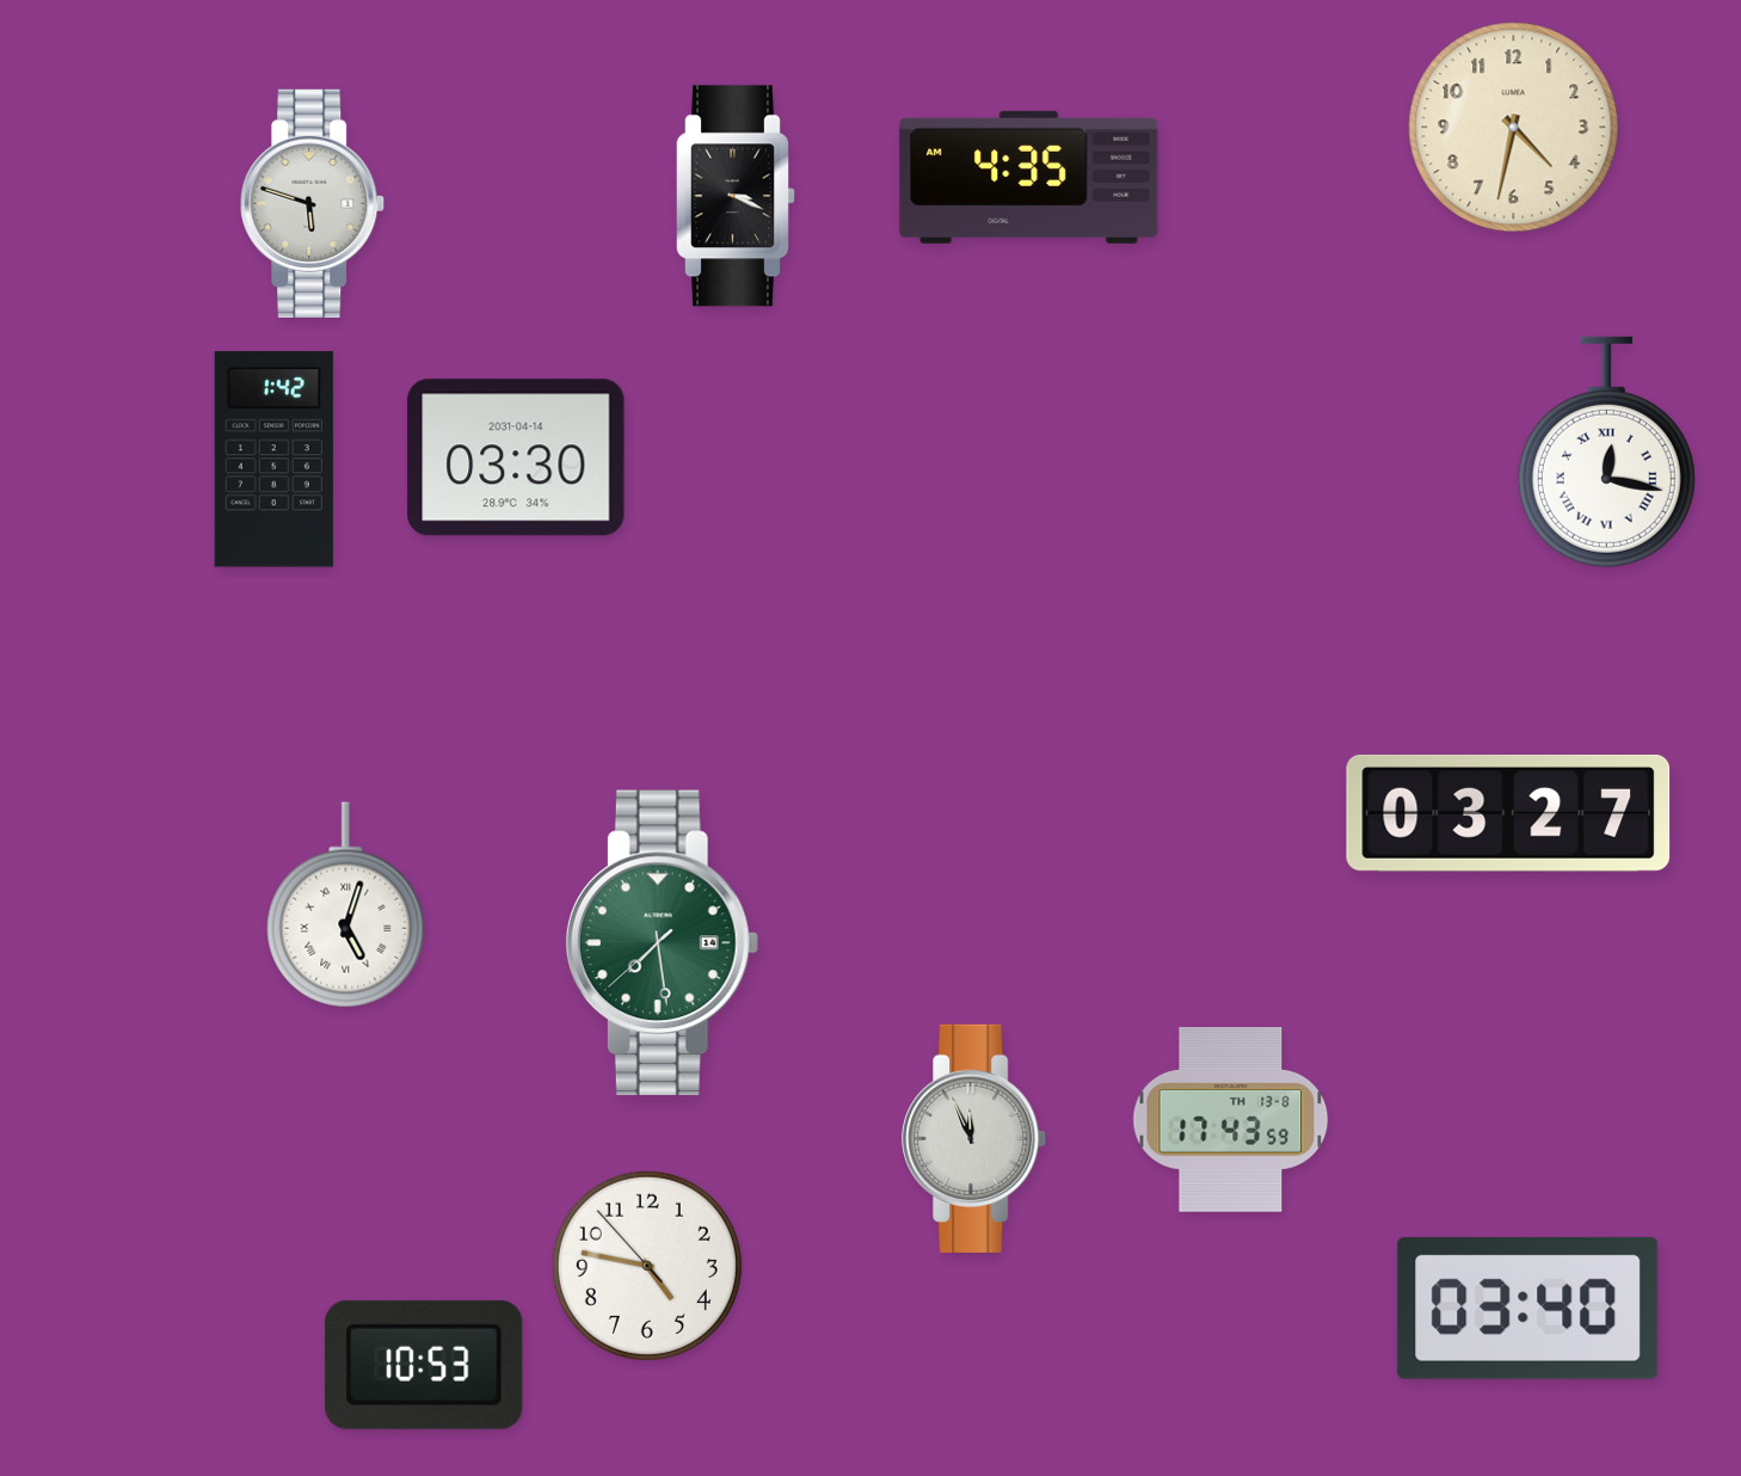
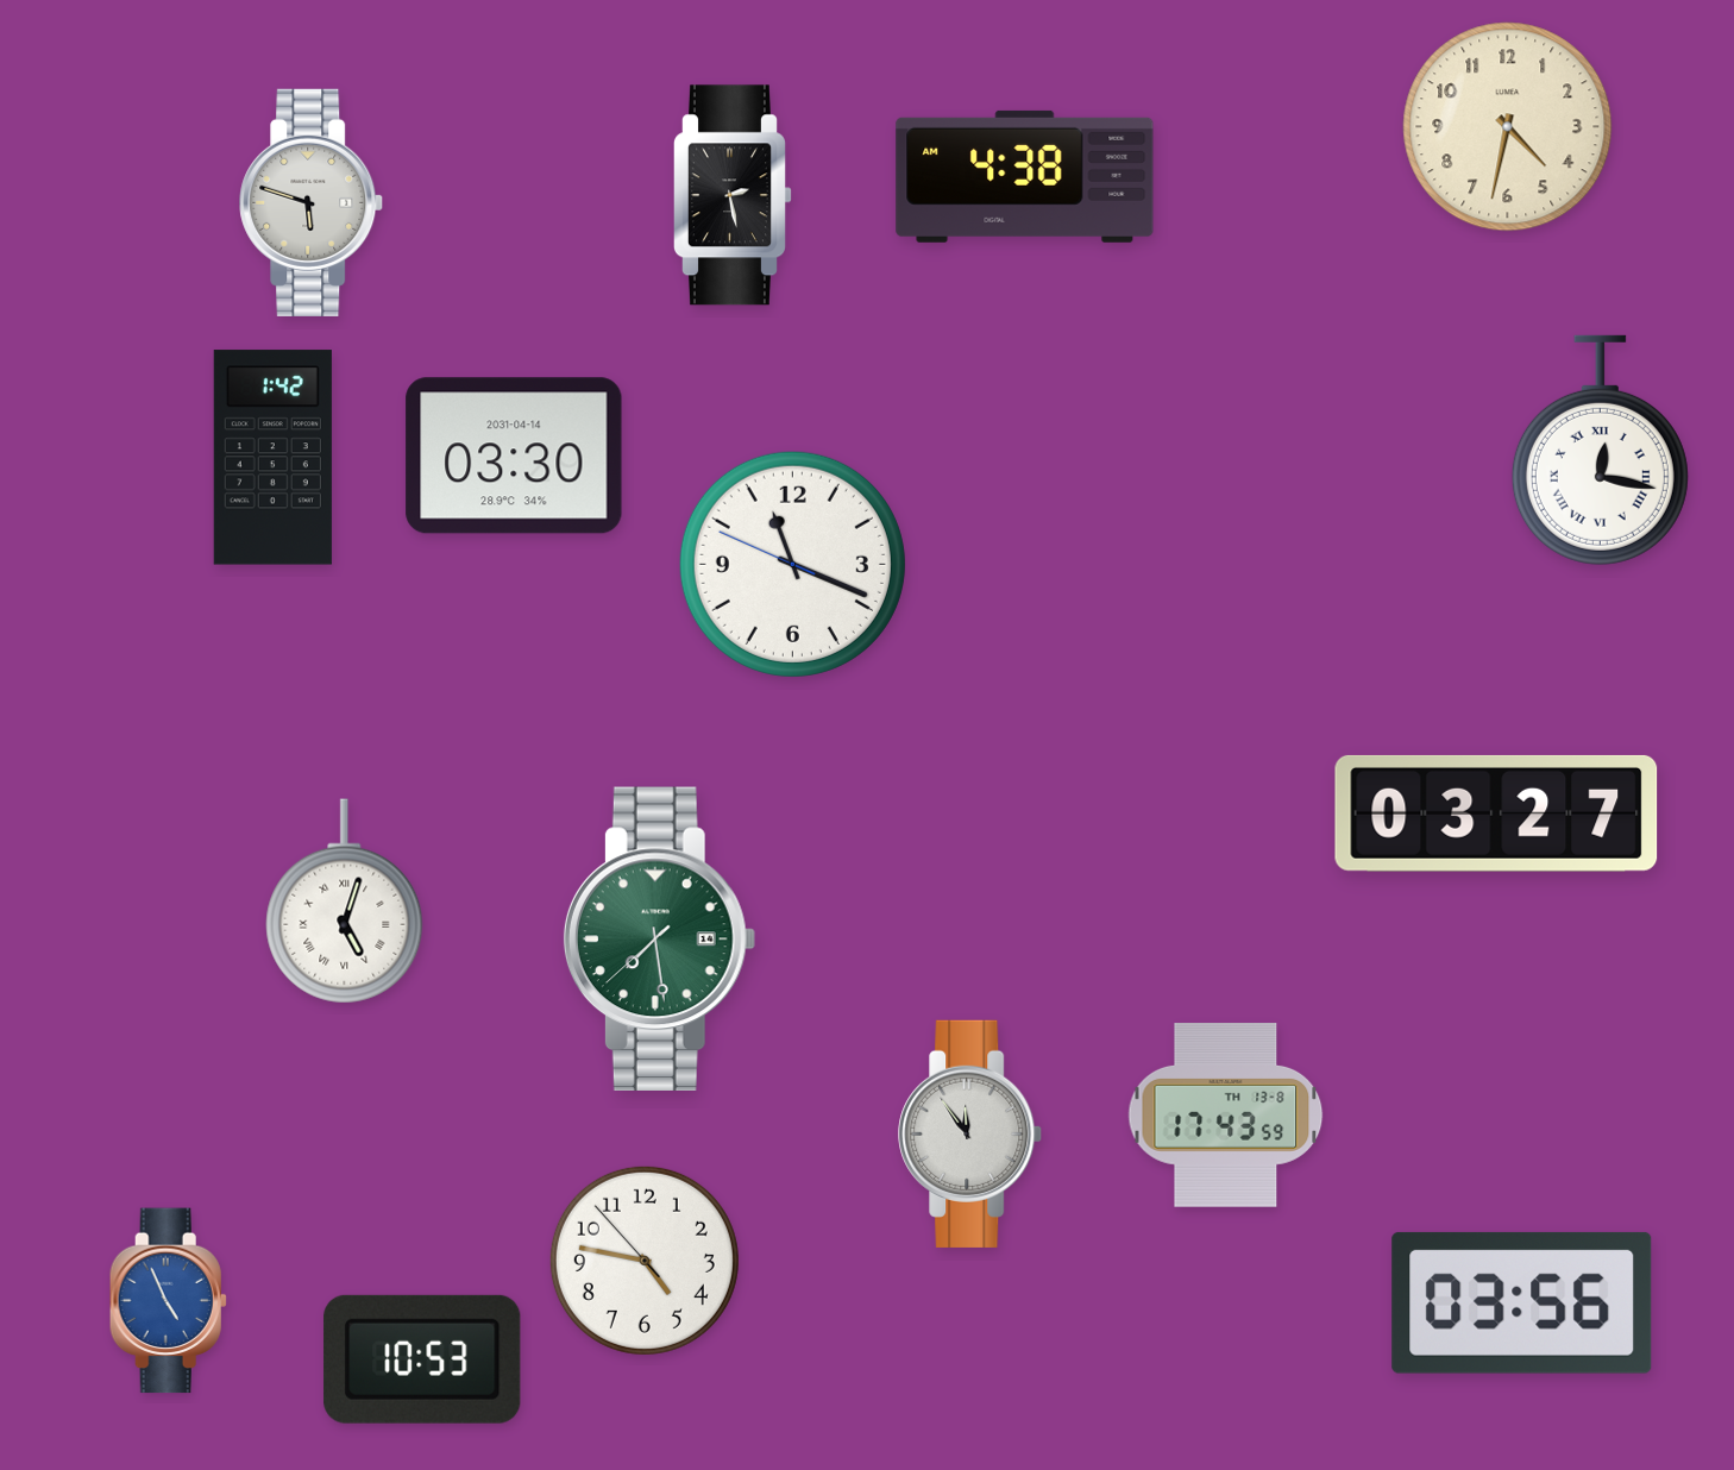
clock at (1029, 177): 4:35 -> 4:38
clock at (737, 196): 3:19 -> 2:28
clock at (792, 564): none -> 11:18
clock at (1508, 813) position: (1508, 813) -> (1496, 813)
clock at (974, 1138): 11:56 -> 11:54
clock at (168, 1301): none -> 4:56
clock at (1528, 1308): 03:40 -> 03:56
